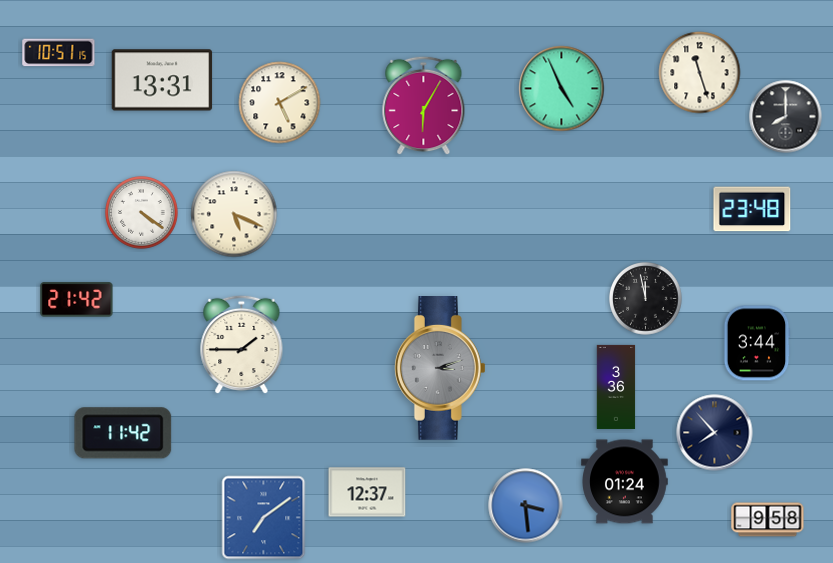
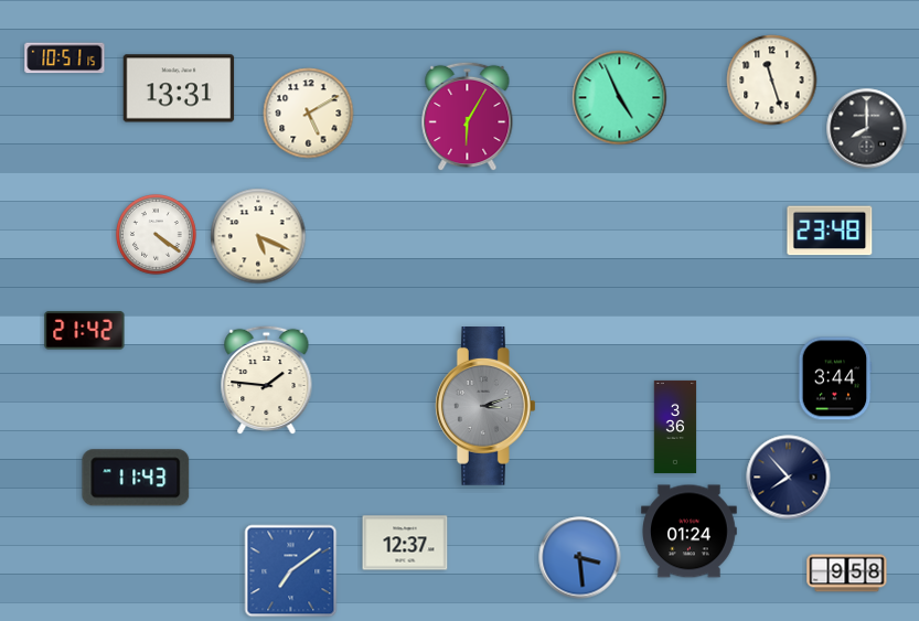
clock at (646, 299): 11:58 -> none
clock at (242, 345): 1:45 -> 1:46
clock at (616, 387) position: (616, 387) -> (675, 427)
clock at (123, 433): 11:42 -> 11:43
